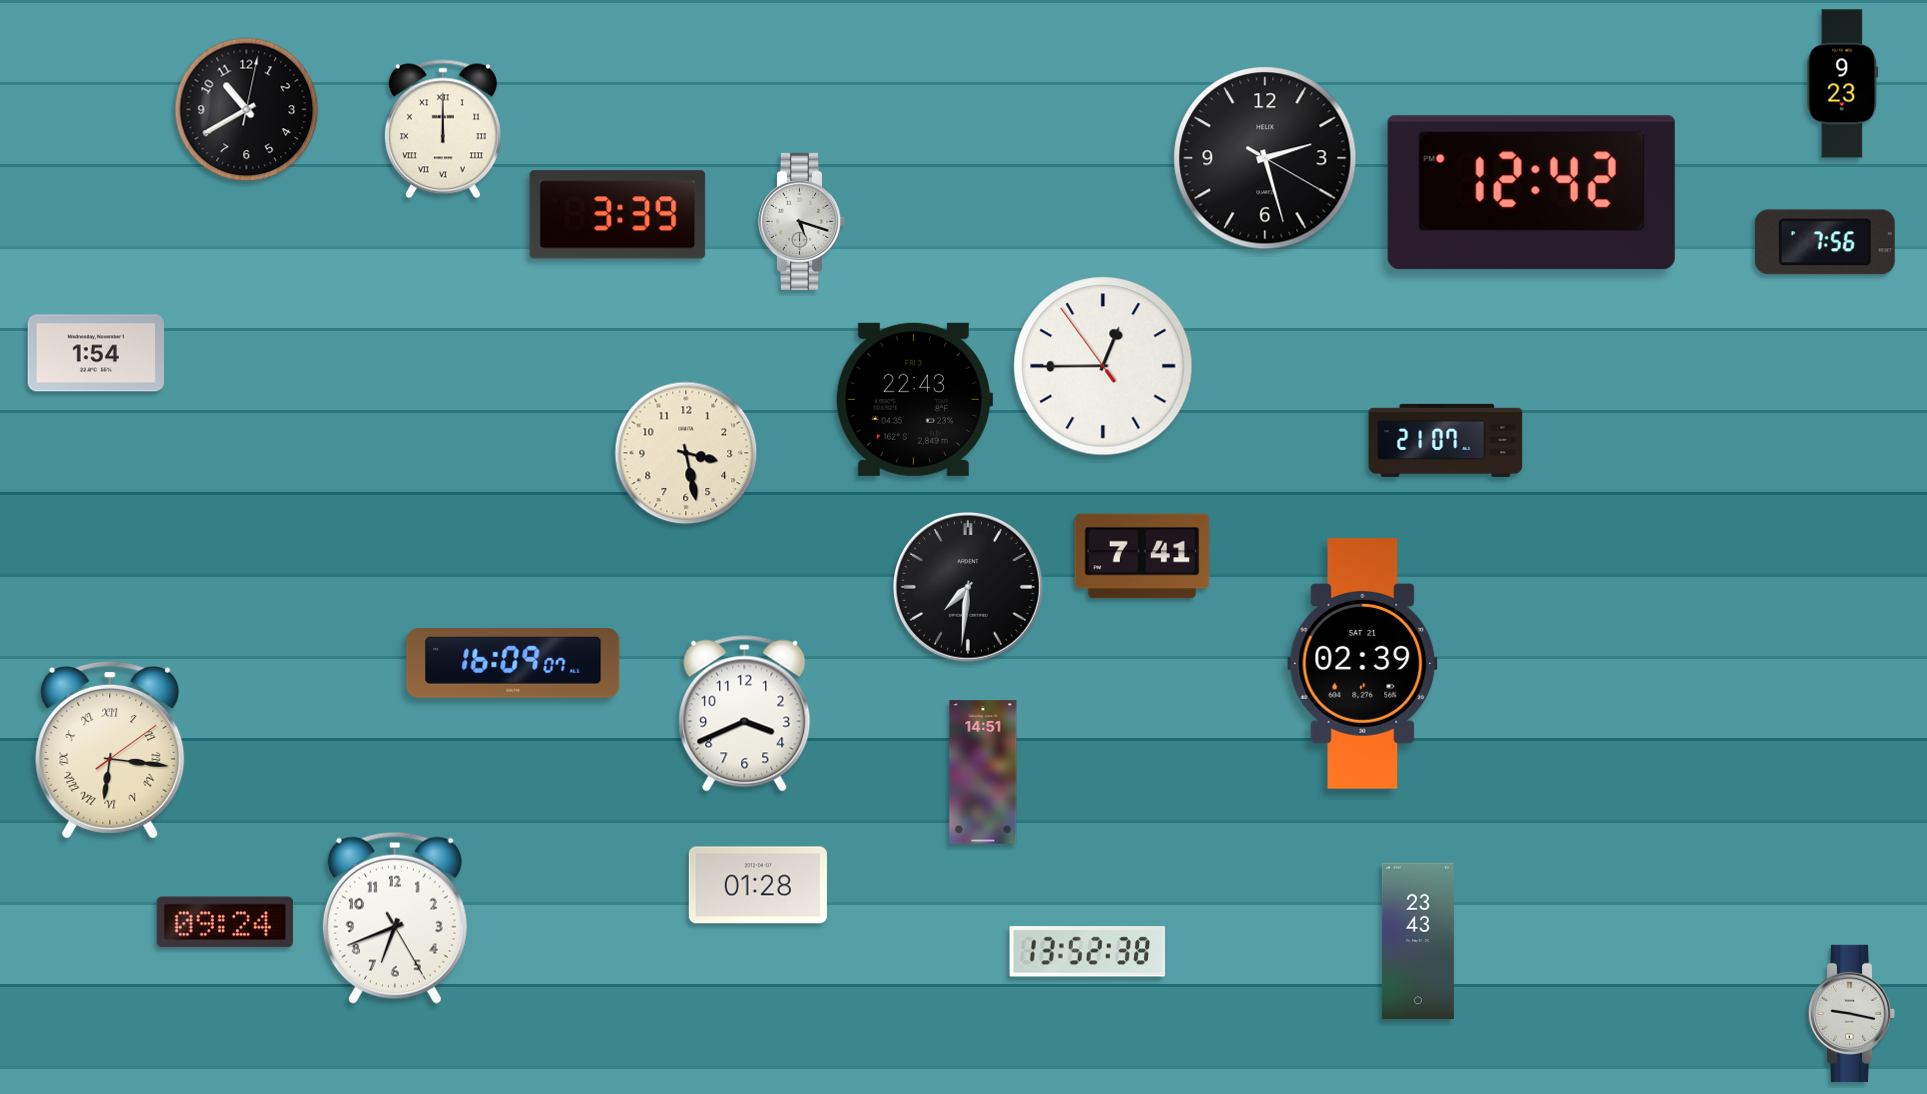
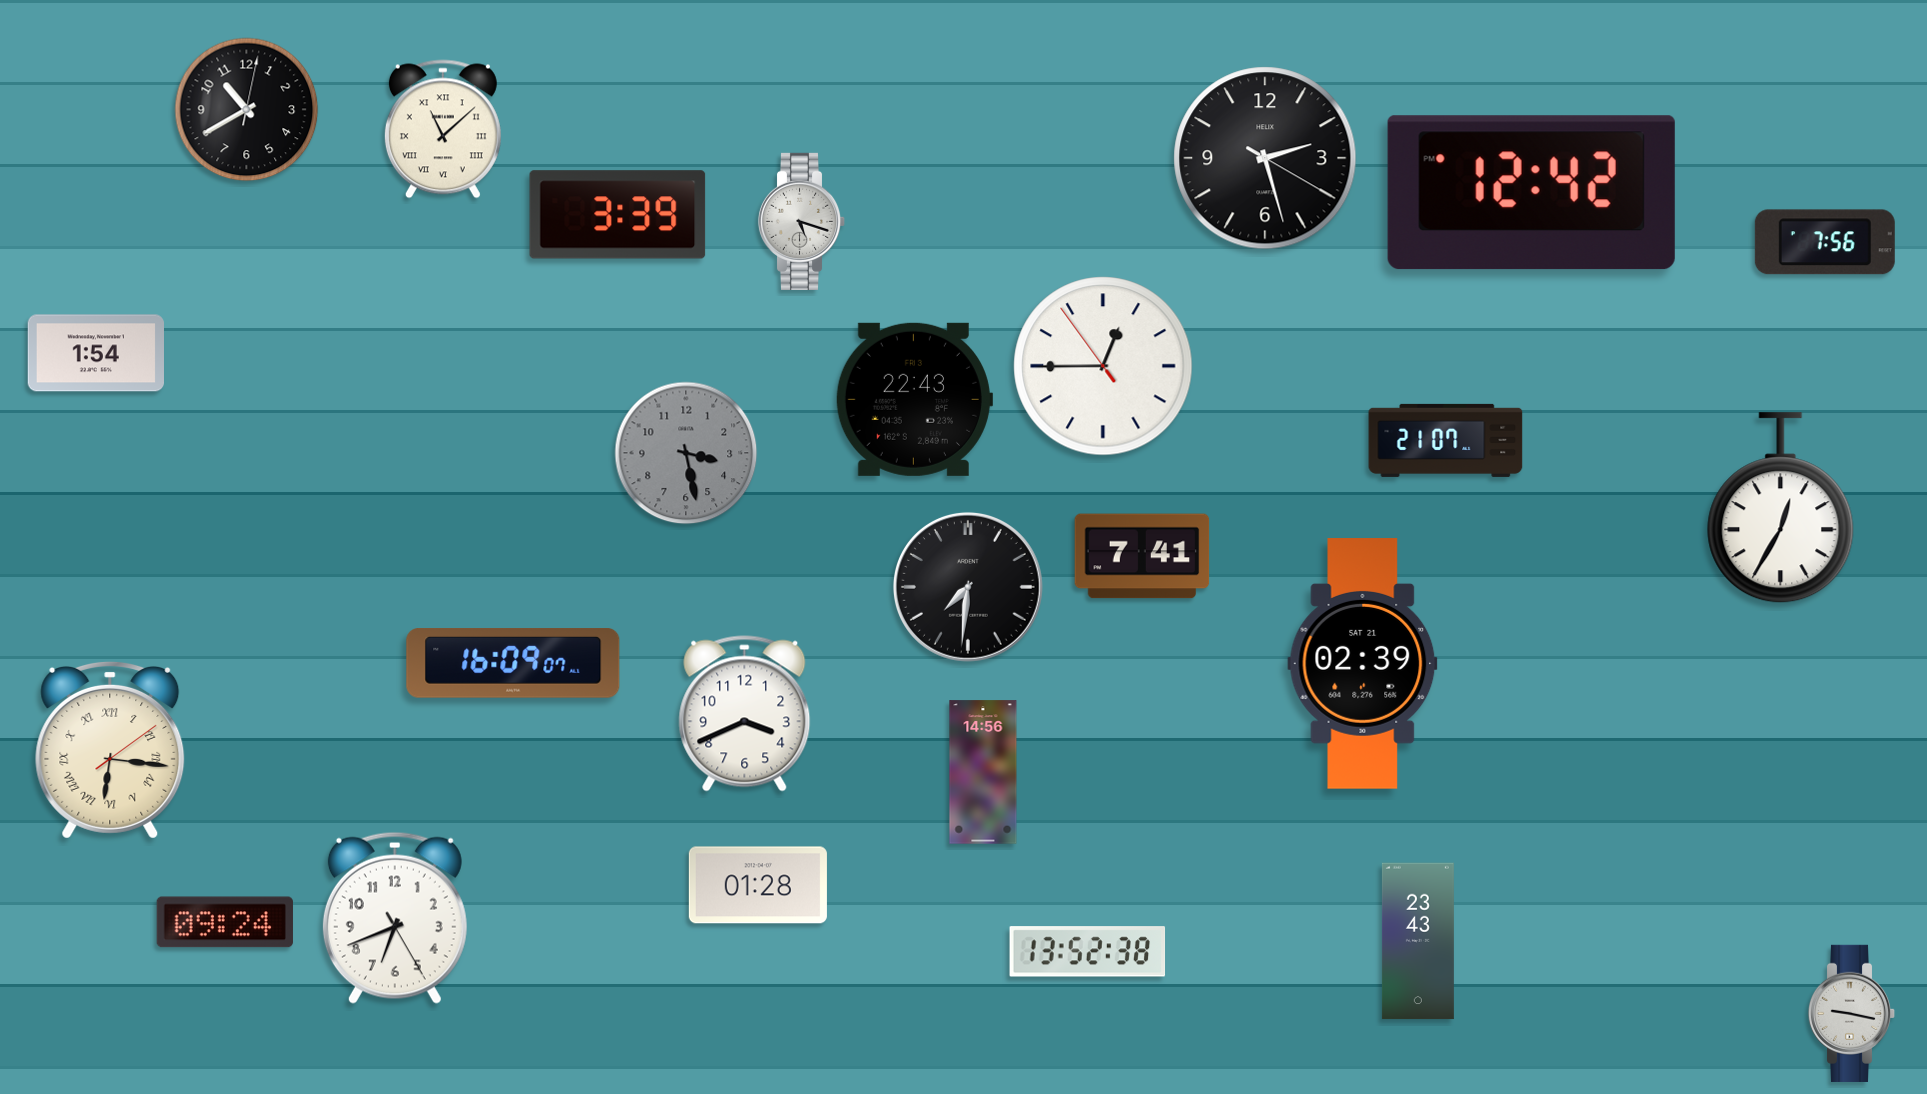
clock at (1843, 84): 9:23 -> none
clock at (443, 129): 12:00 -> 11:08
clock at (686, 453) dial: cream -> grey
clock at (1781, 508): none -> 12:35
clock at (983, 772): 14:51 -> 14:56
